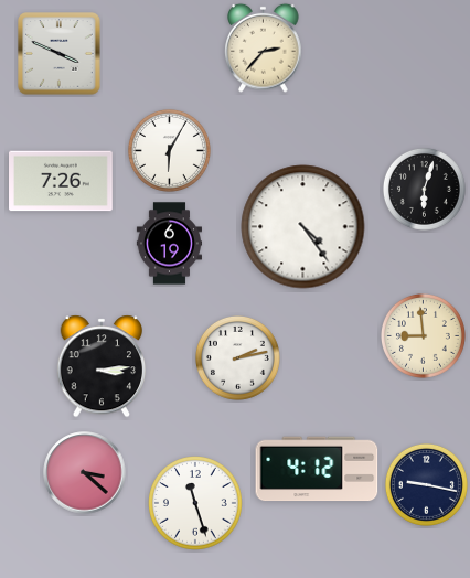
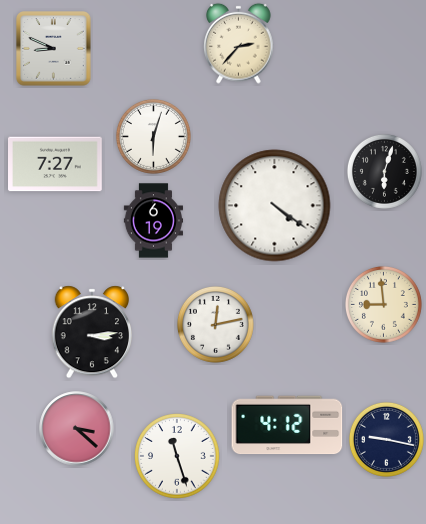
clock at (60, 54): 3:49 -> 8:49
clock at (169, 150): 6:05 -> 6:03
clock at (62, 181): 7:26 -> 7:27
clock at (303, 227): 4:24 -> 4:21
clock at (237, 357): 2:13 -> 12:13
